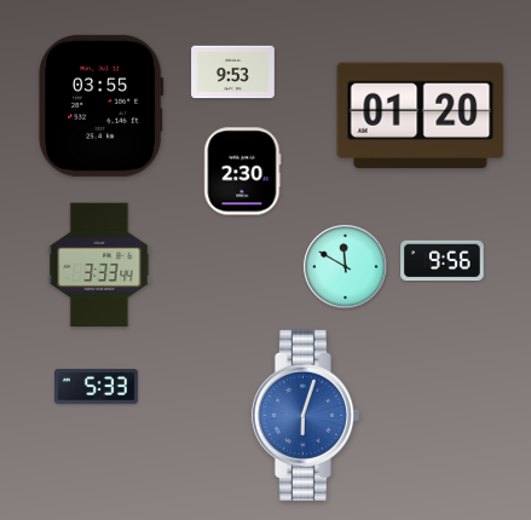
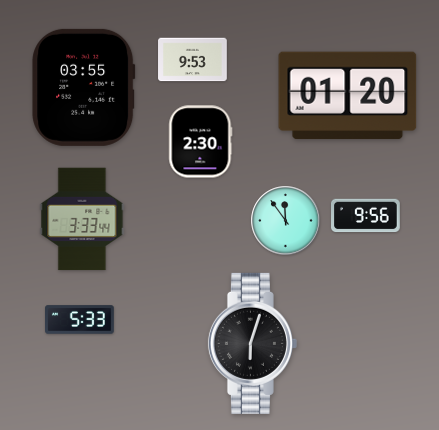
clock at (346, 267): 11:50 -> 11:54
clock at (305, 415) dial: blue -> black
